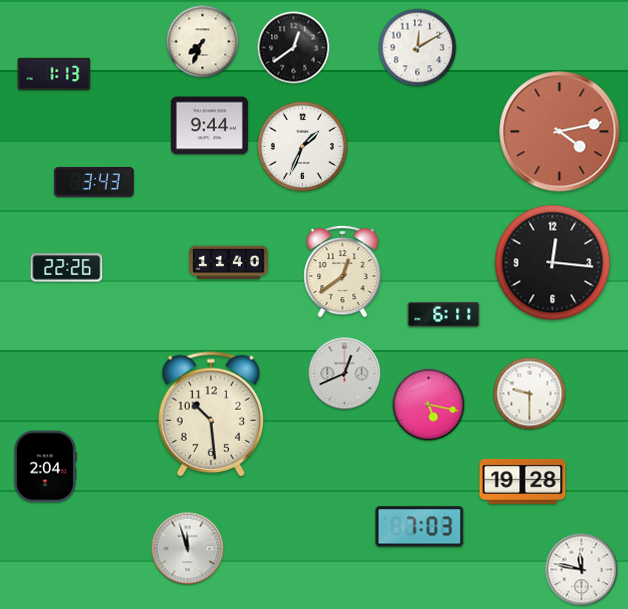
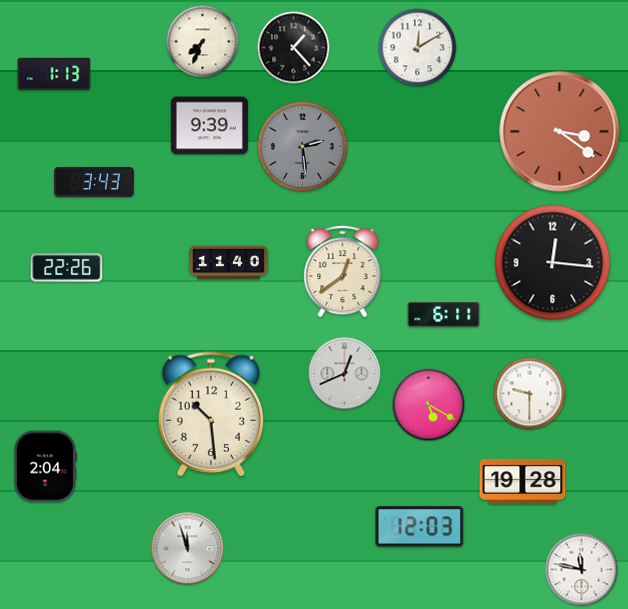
clock at (294, 48): 12:39 -> 1:23
clock at (209, 126): 9:44 -> 9:39
clock at (560, 132): 4:13 -> 3:21
clock at (302, 146): 1:34 -> 2:29
clock at (302, 146) dial: white -> grey
clock at (429, 405): 5:17 -> 5:20
clock at (420, 527): 7:03 -> 12:03
